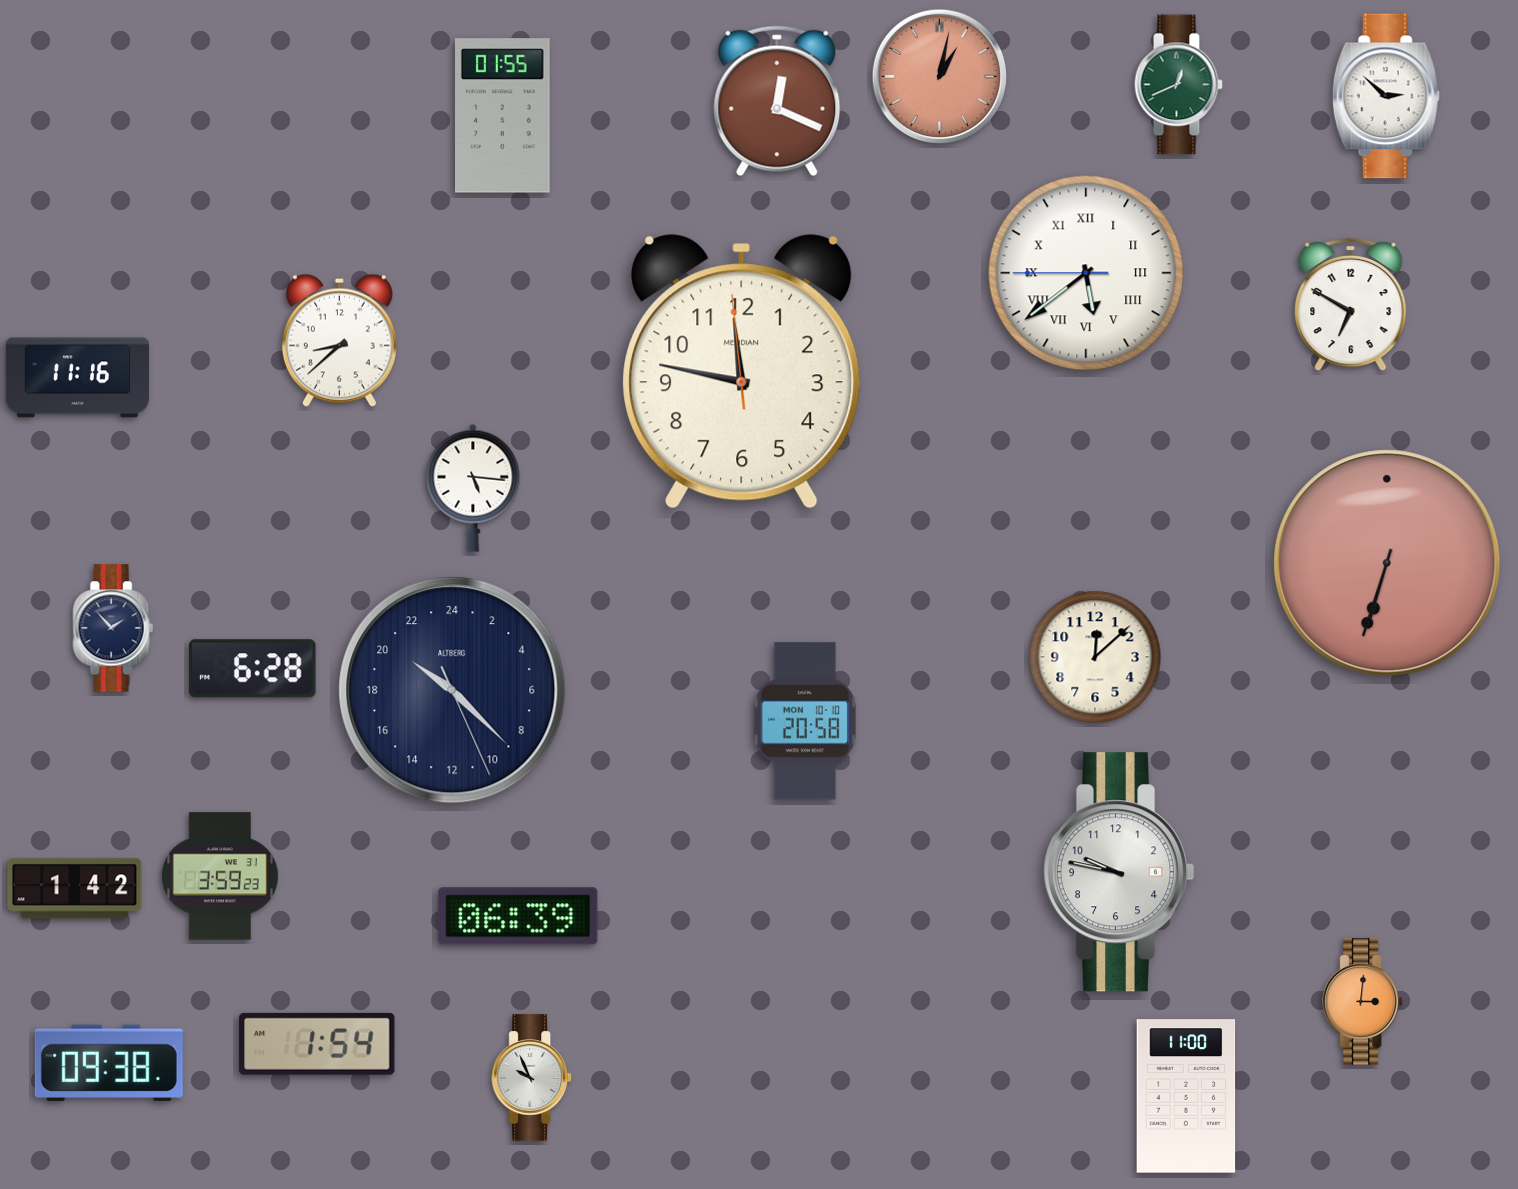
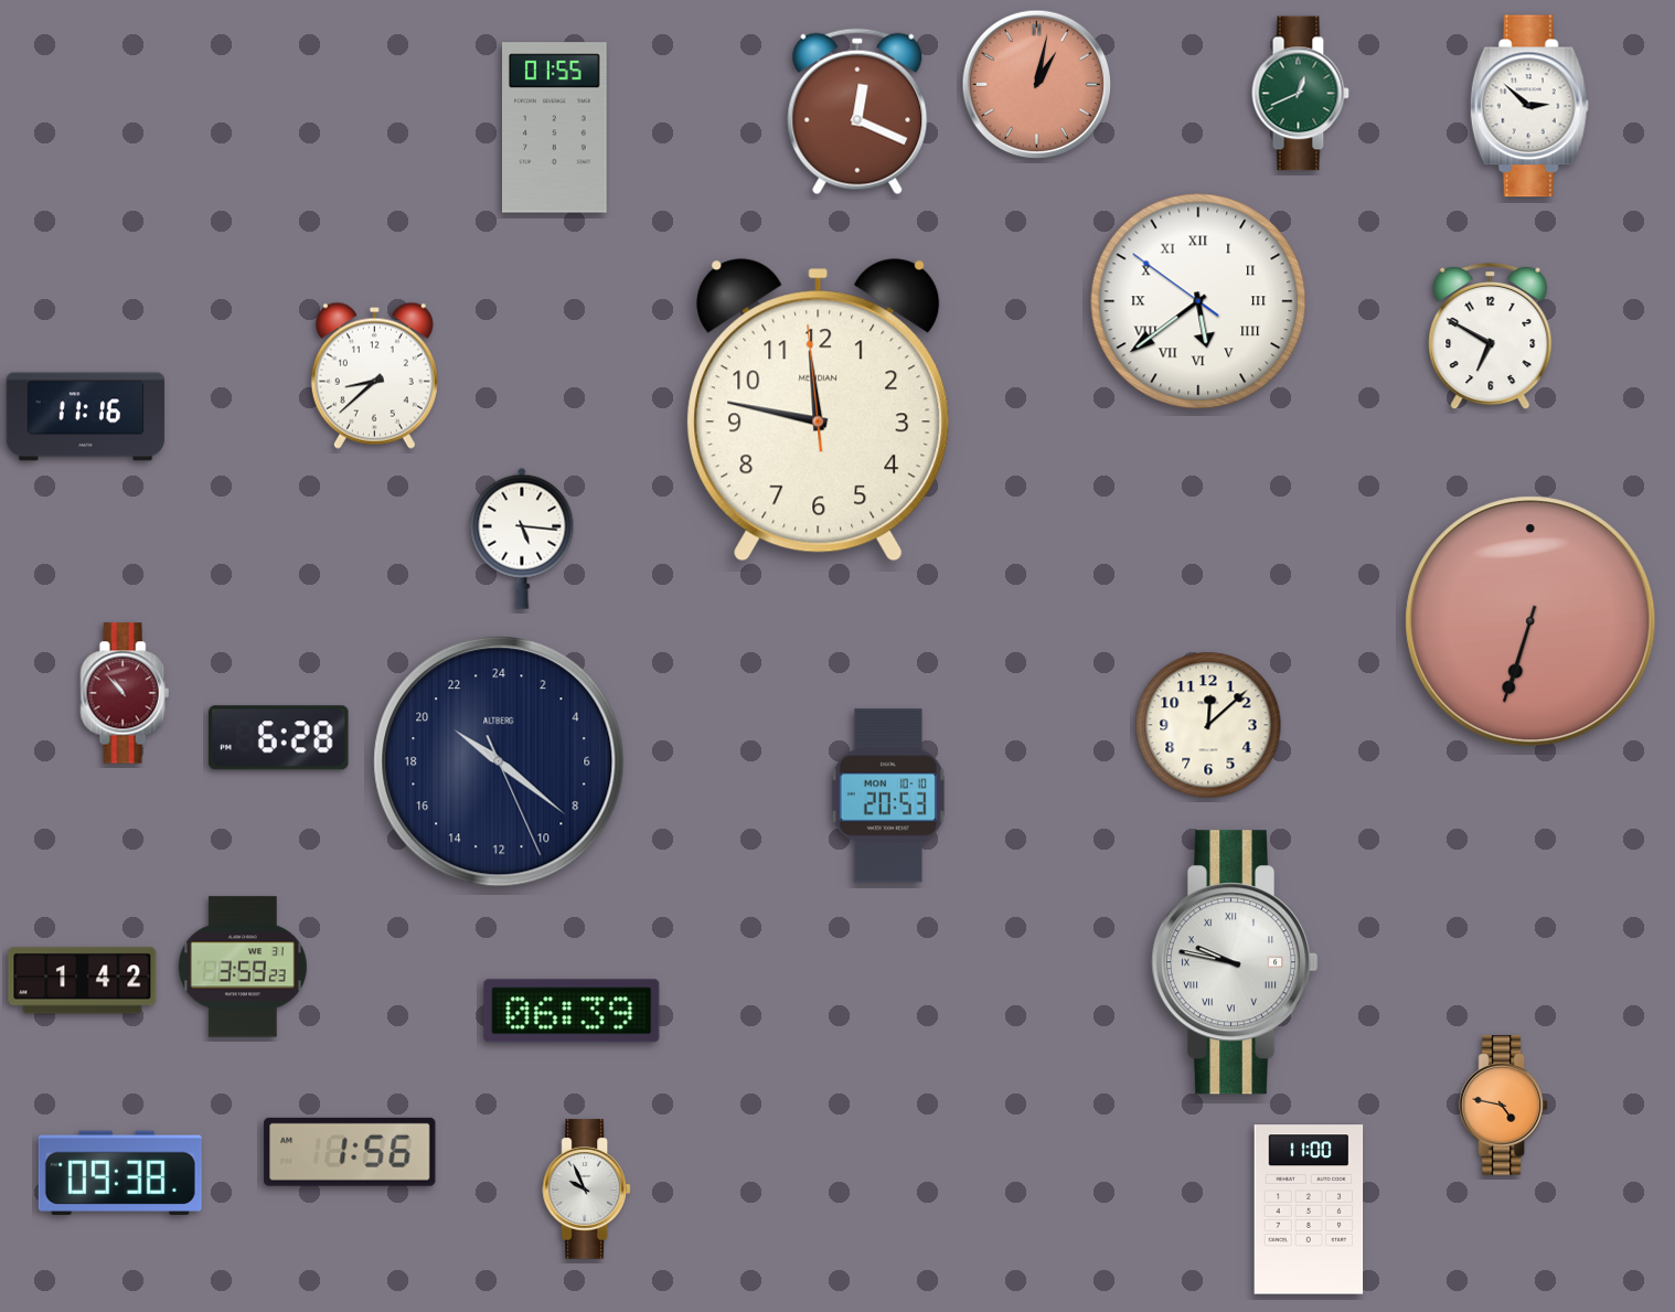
clock at (1086, 273): 5:38:45 -> 5:38:51
clock at (113, 628): 1:53 -> 10:53
clock at (113, 628) dial: navy -> burgundy
clock at (452, 690): 20:22 -> 20:21
clock at (805, 721): 20:58 -> 20:53
clock at (1119, 872) numerals: Arabic -> Roman
clock at (1362, 1002): 3:01 -> 4:47
clock at (317, 1044): 1:54 -> 1:56
